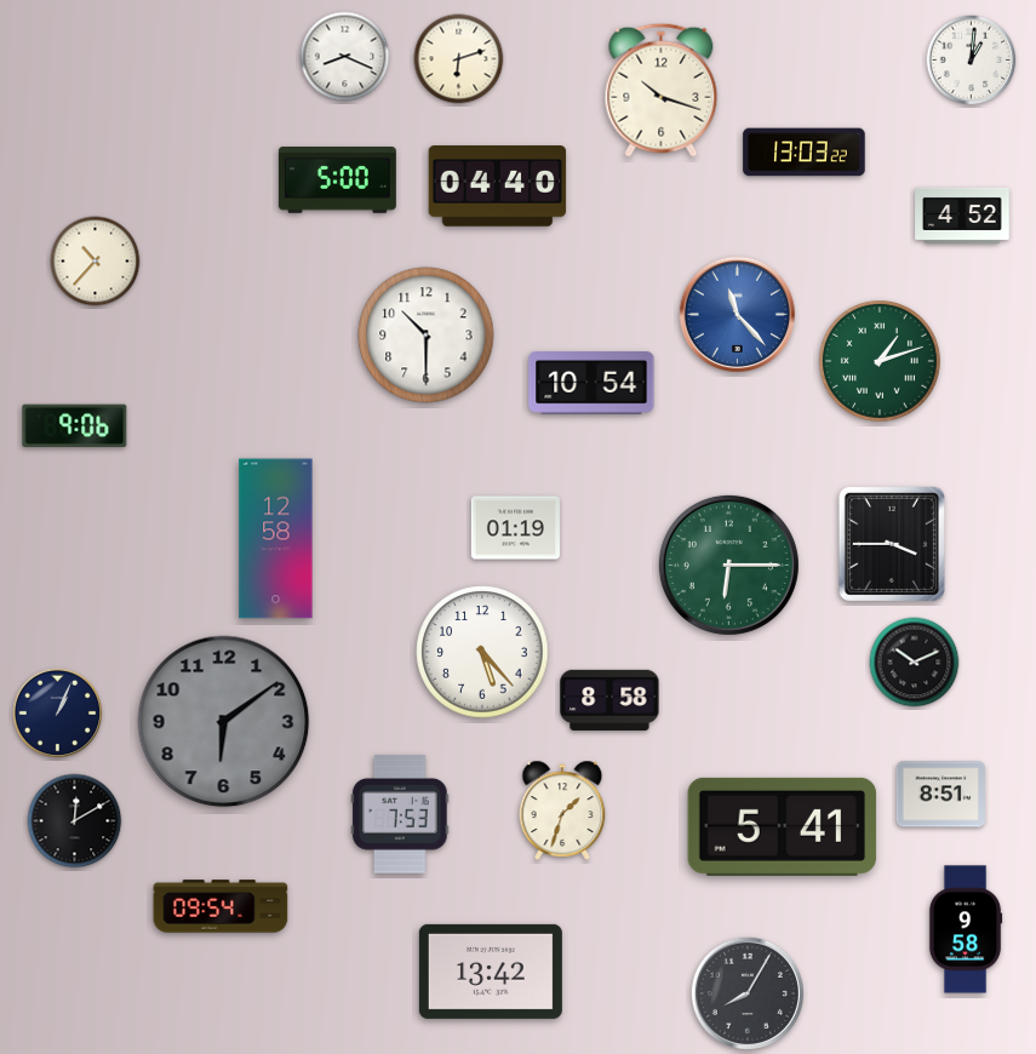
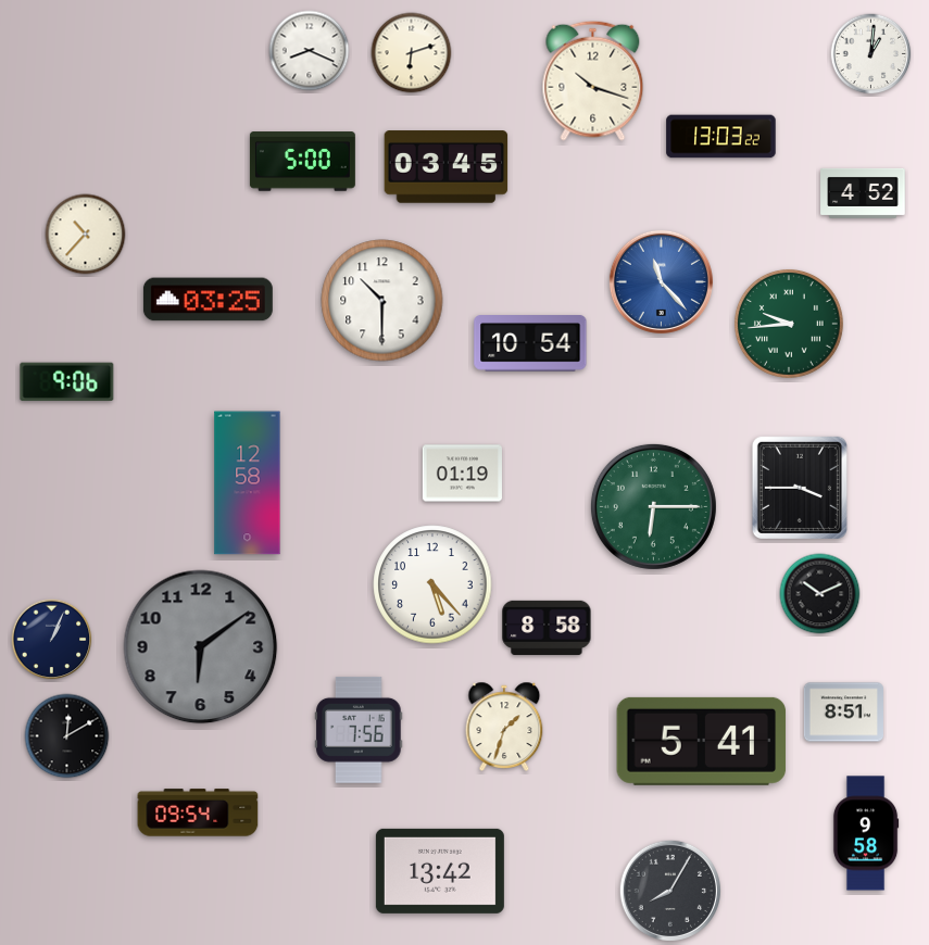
clock at (498, 187): 04:40 -> 03:45
clock at (208, 300): none -> 03:25
clock at (880, 361): 1:12 -> 9:44
clock at (400, 814): 7:53 -> 7:56
